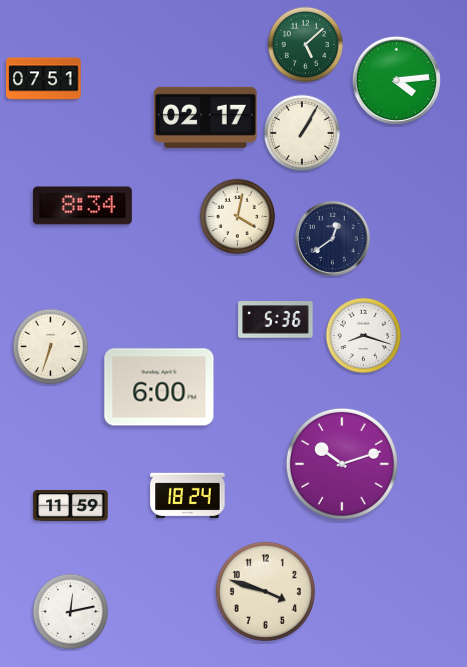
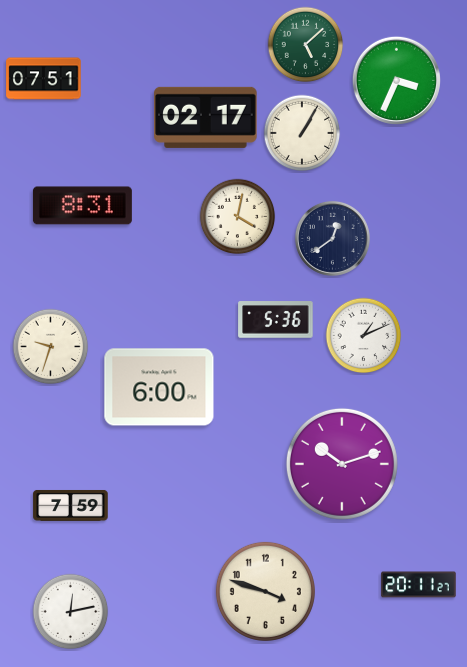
clock at (396, 80): 4:14 -> 3:34
clock at (82, 206): 8:34 -> 8:31
clock at (364, 336): 8:18 -> 1:11
clock at (51, 347): 6:33 -> 9:33
clock at (188, 495): 18:24 -> none
clock at (71, 505): 11:59 -> 7:59
clock at (419, 585): none -> 20:11
